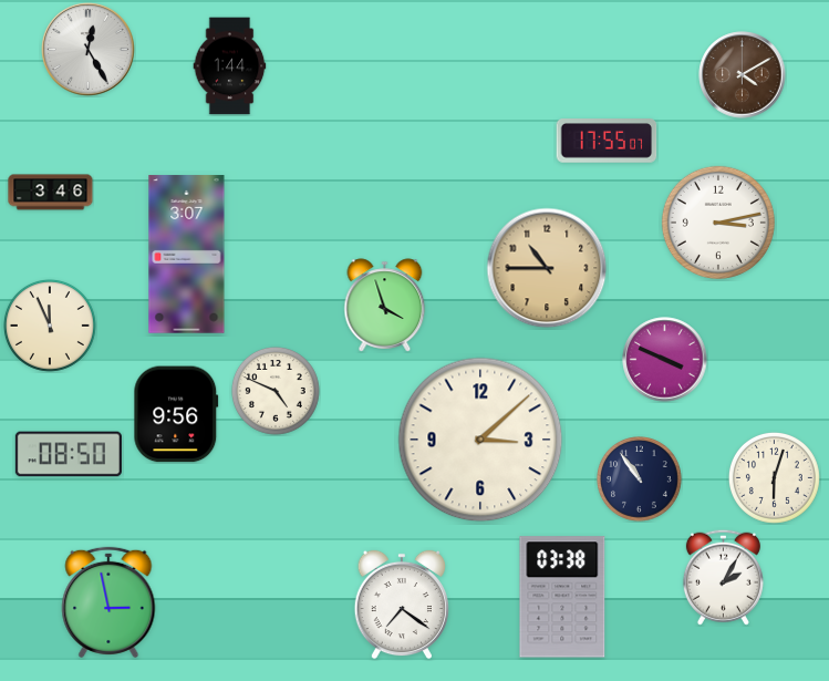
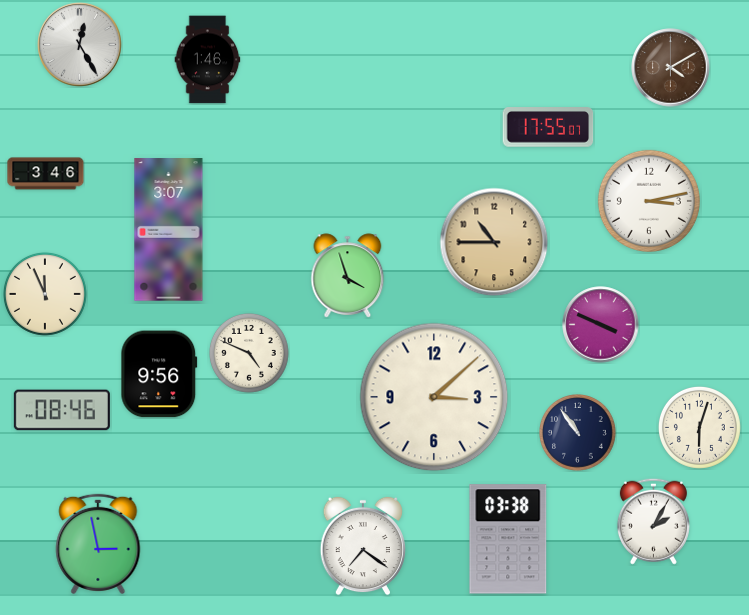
clock at (230, 66): 1:44 -> 1:46
clock at (69, 454): 08:50 -> 08:46
clock at (774, 477) position: (774, 477) -> (699, 427)
